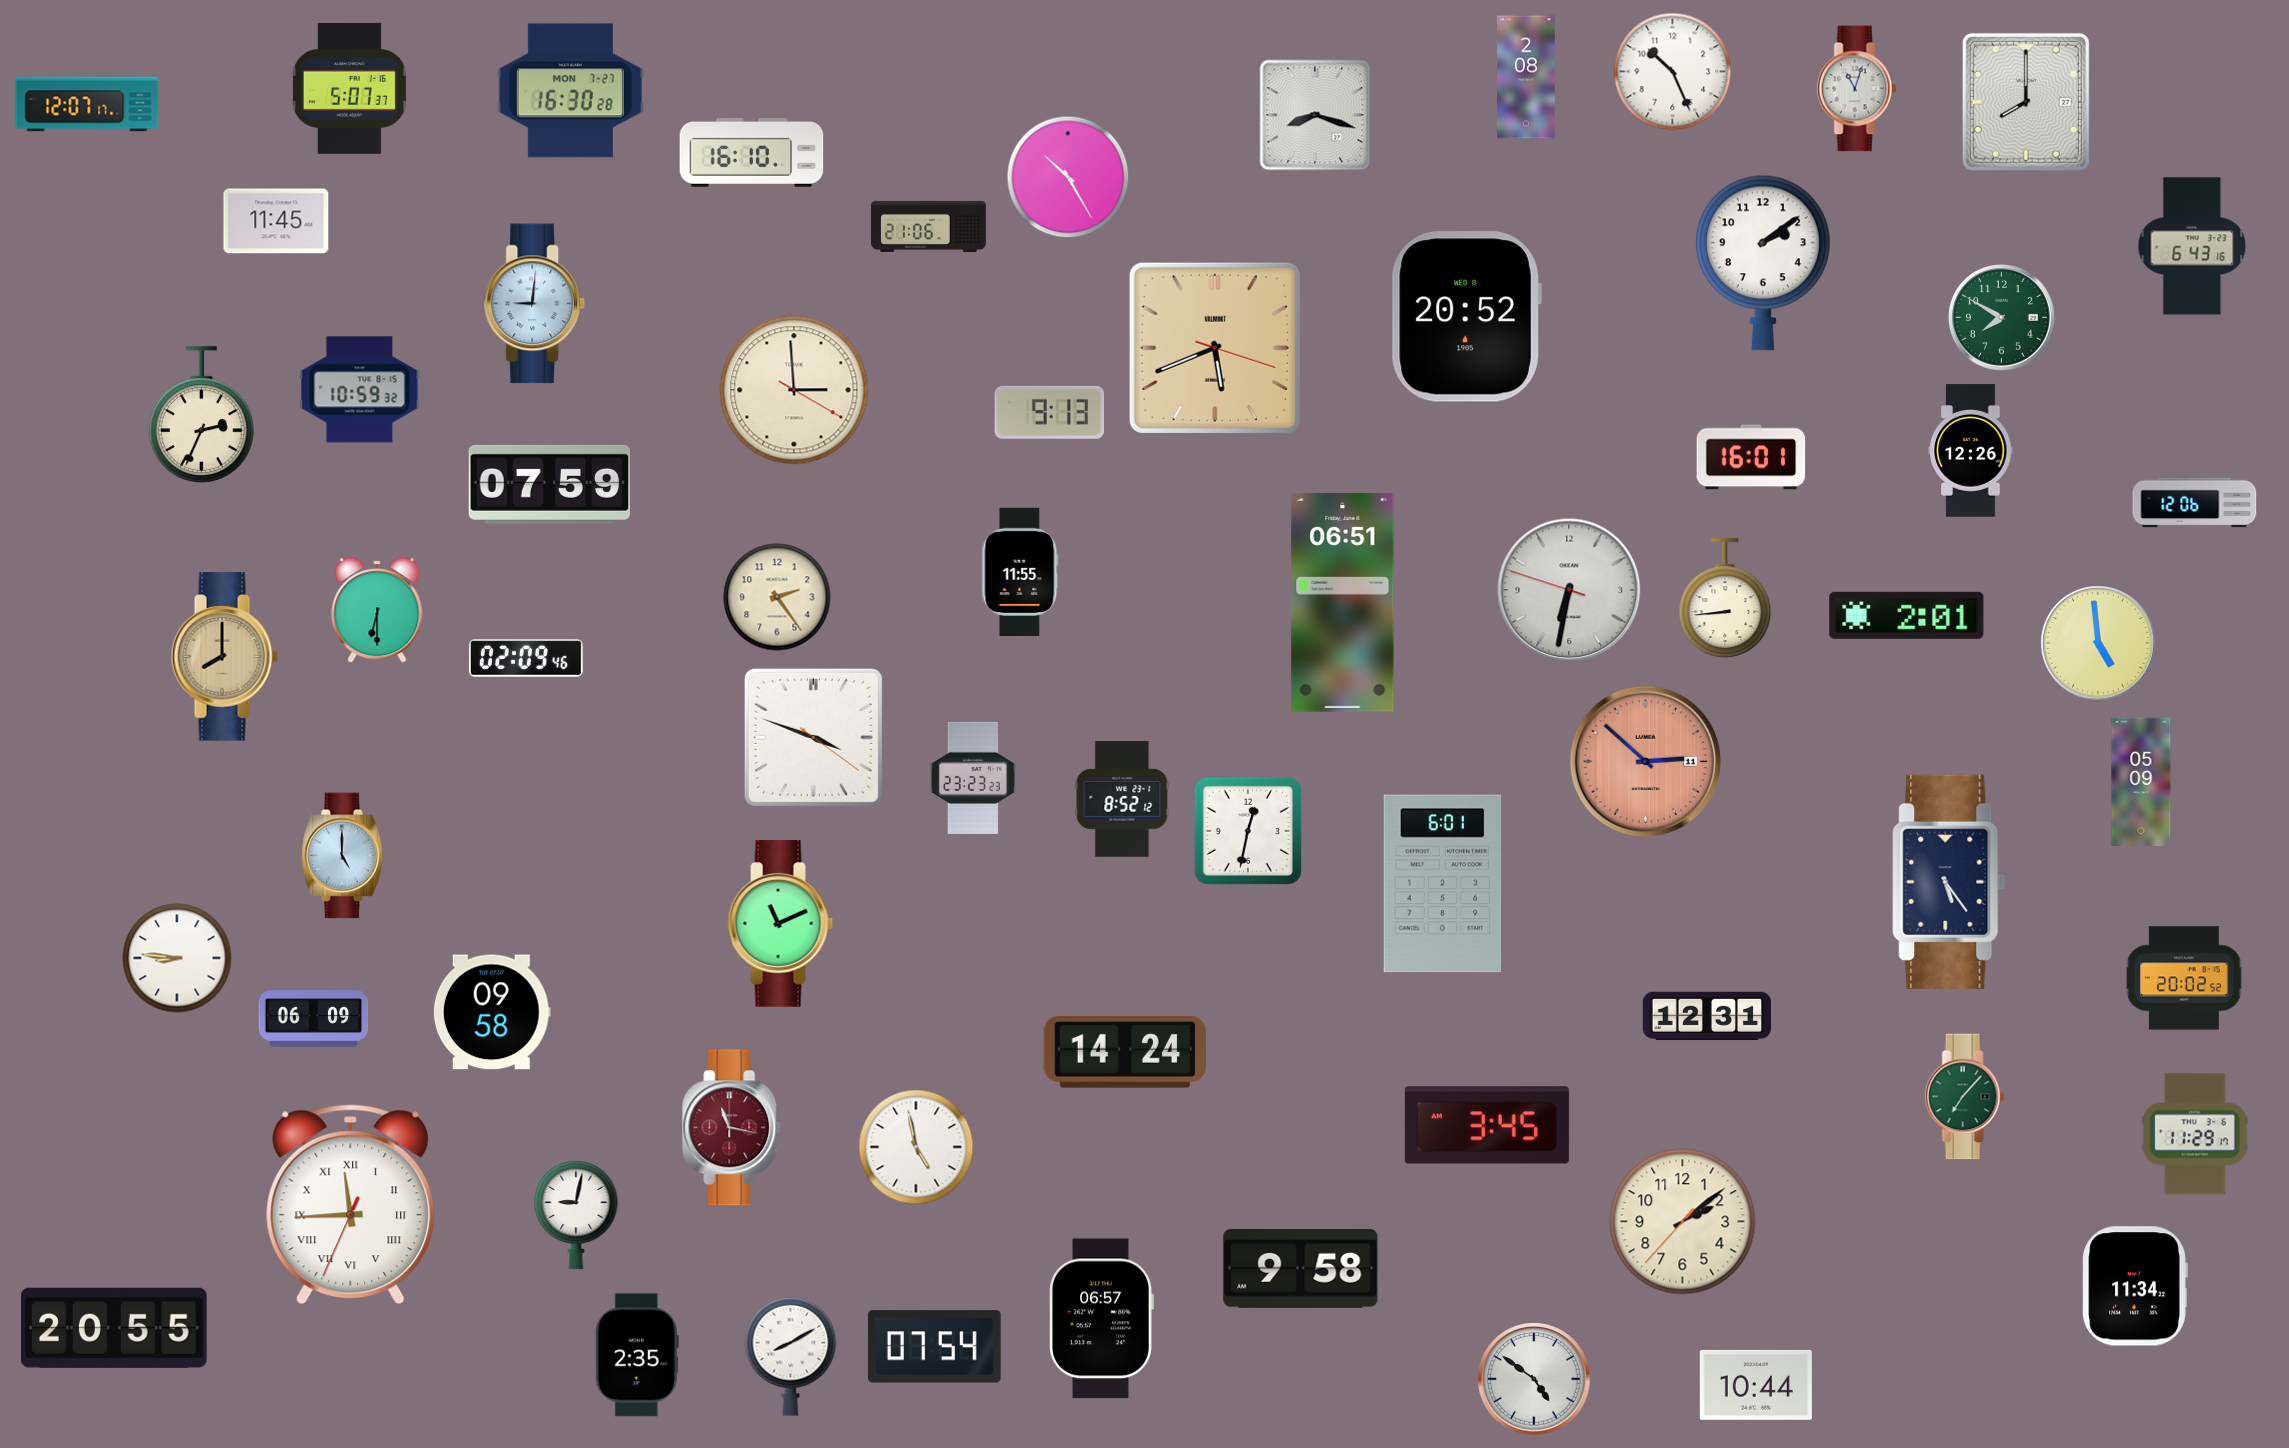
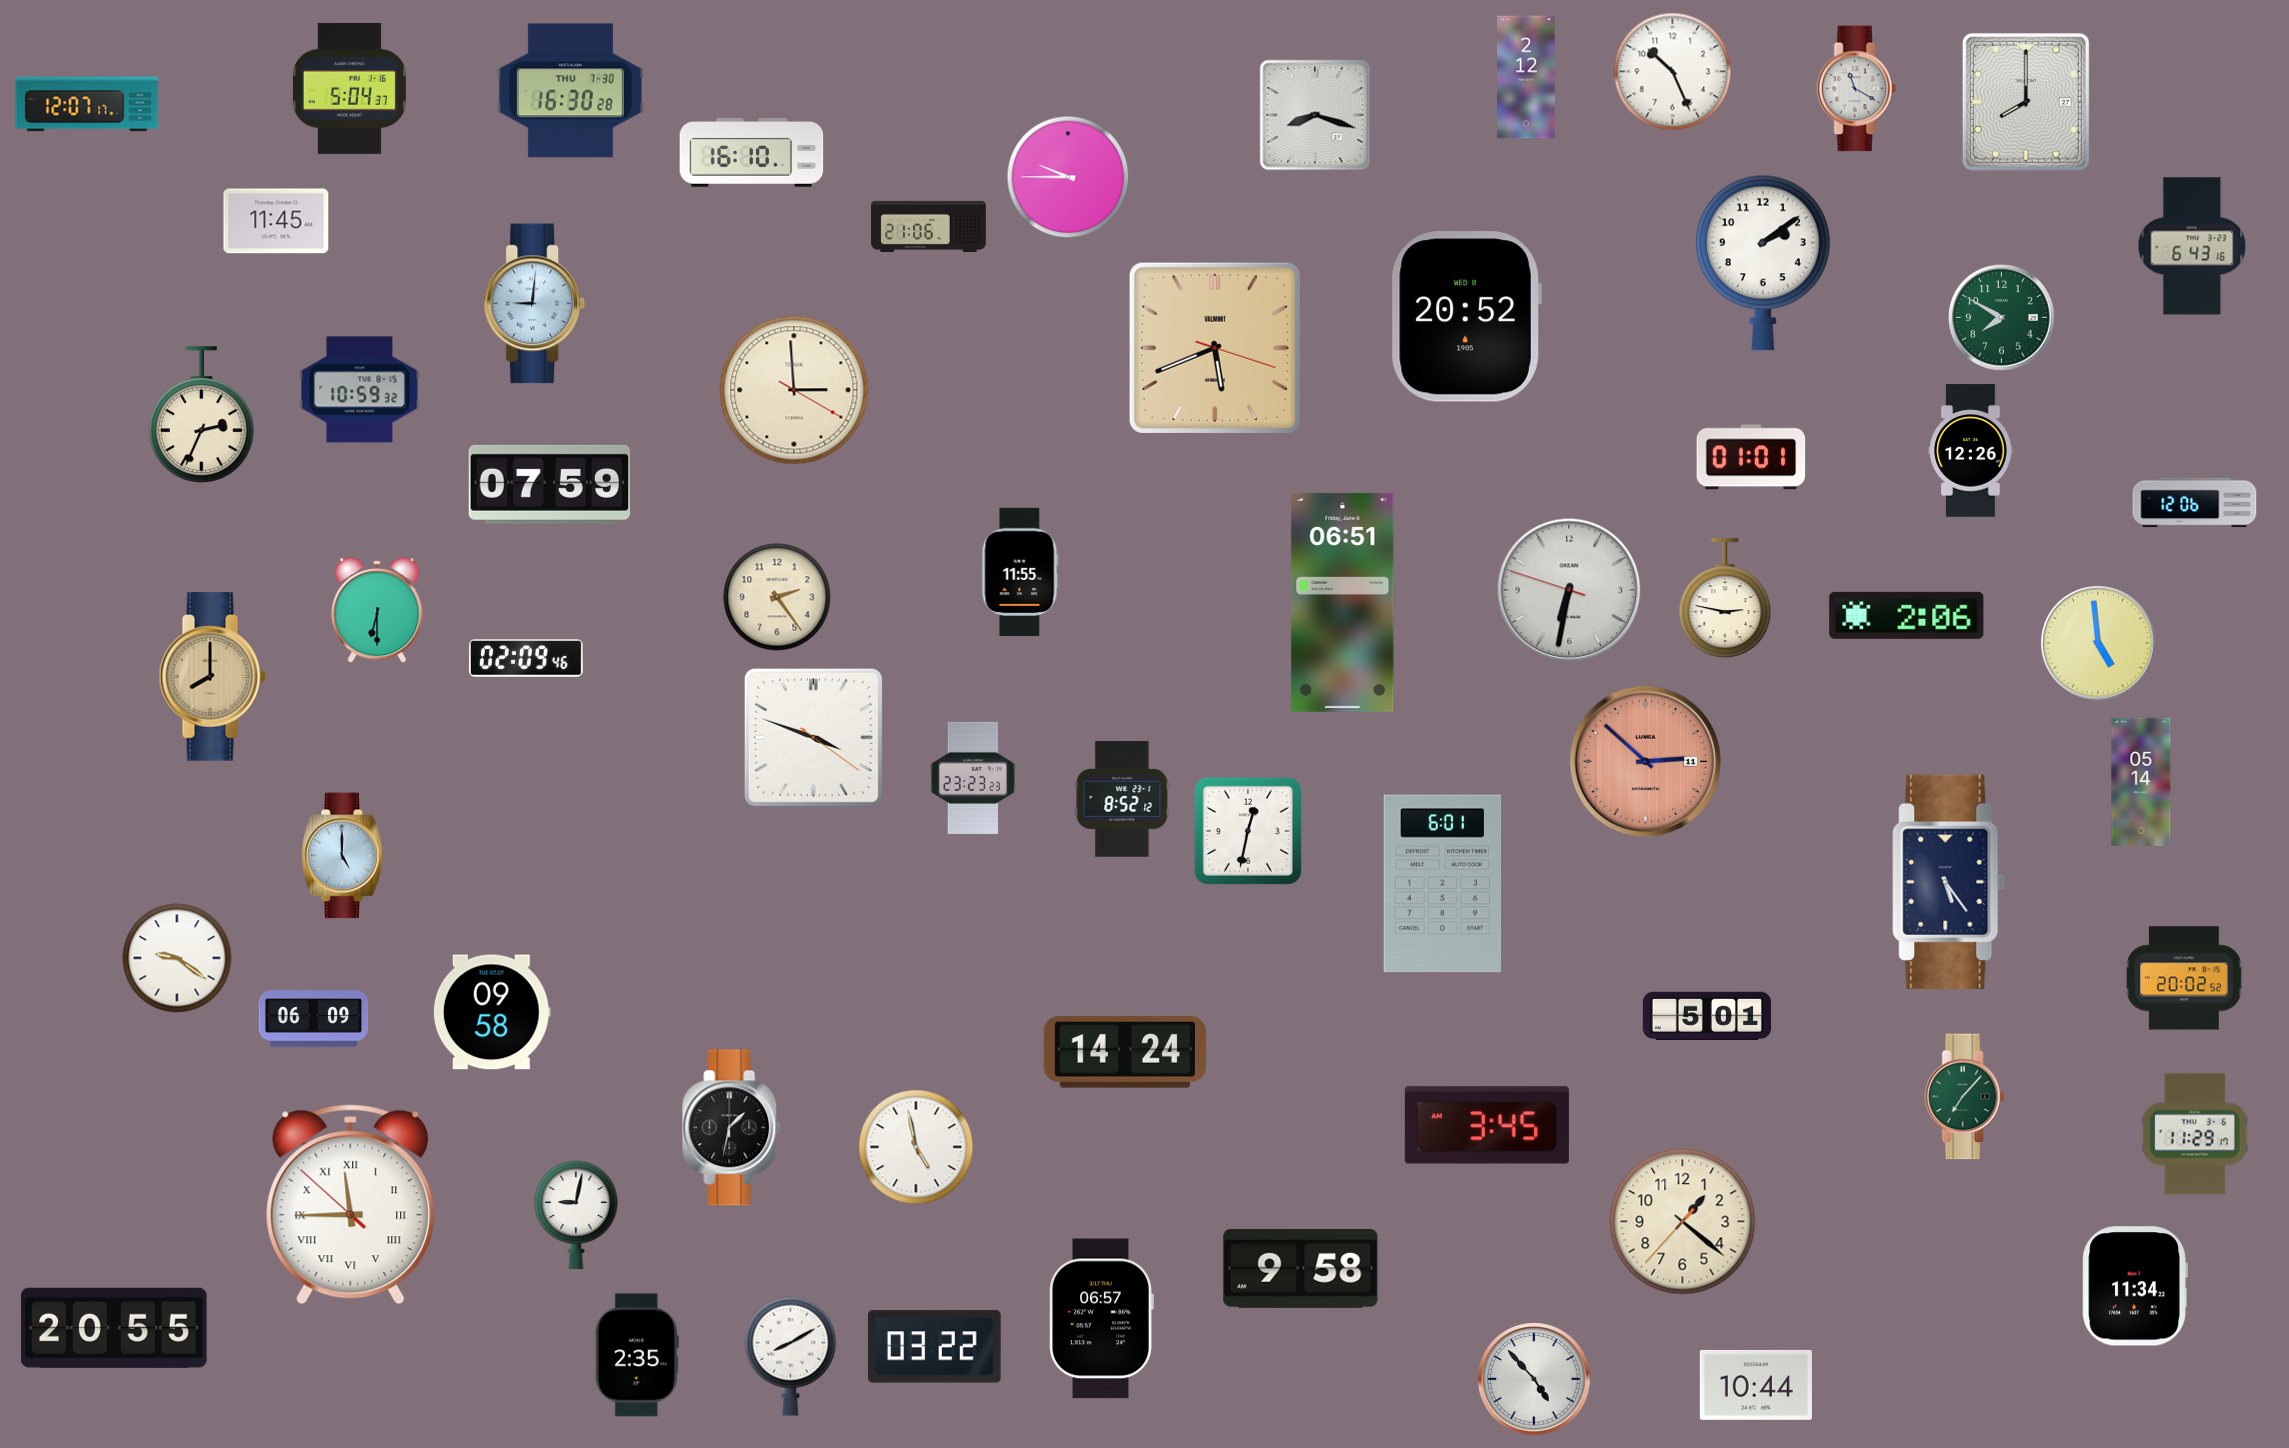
clock at (1526, 77): 2:08 -> 2:12
clock at (349, 88): 5:07 -> 5:04
clock at (1857, 89): 11:03 -> 11:20
clock at (570, 91) date: MON 7-27 -> THU 7-30
clock at (1068, 177): 10:25 -> 9:45
clock at (1050, 412): 9:13 -> none
clock at (1751, 457): 16:01 -> 01:01
clock at (1725, 598): 8:44 -> 2:47
clock at (1907, 615): 2:01 -> 2:06
clock at (224, 657) position: (224, 657) -> (212, 677)
clock at (2141, 781): 05:09 -> 05:14
clock at (781, 923): 11:11 -> none
clock at (177, 958): 8:46 -> 9:21
clock at (1706, 1016): 12:31 -> 5:01
clock at (732, 1128): 11:17 -> 1:32
clock at (732, 1128) dial: burgundy -> black
clock at (351, 1205): 11:44:34 -> 11:44:52
clock at (1683, 1222): 2:08 -> 1:21
clock at (934, 1347): 07:54 -> 03:22
clock at (1534, 1379): 4:51 -> 4:53
